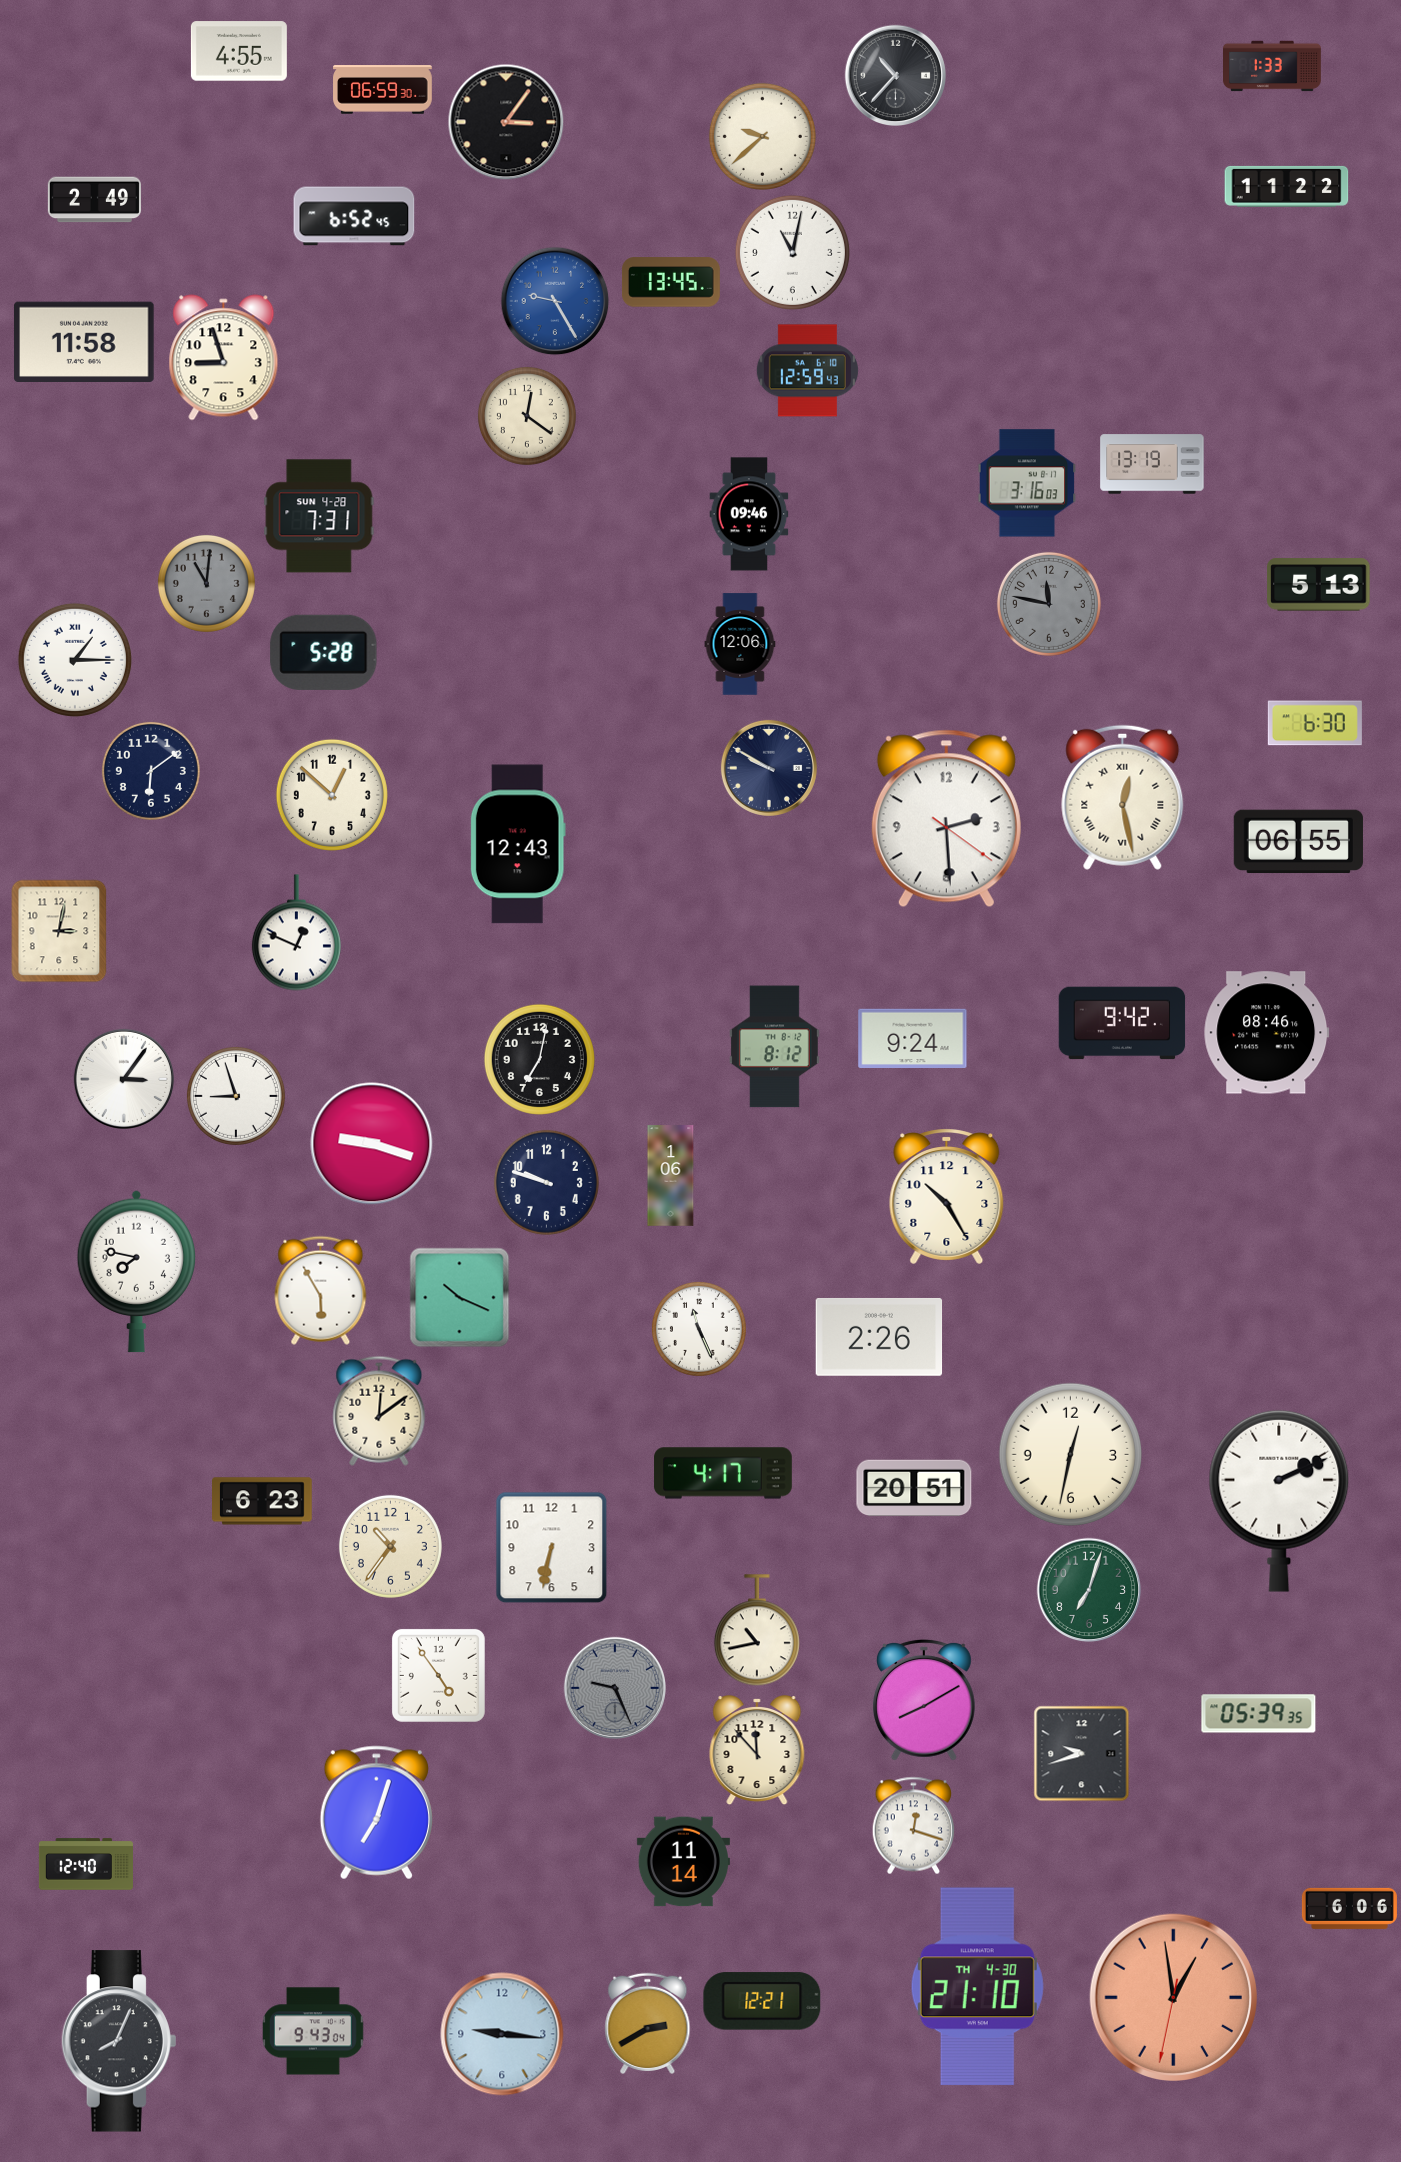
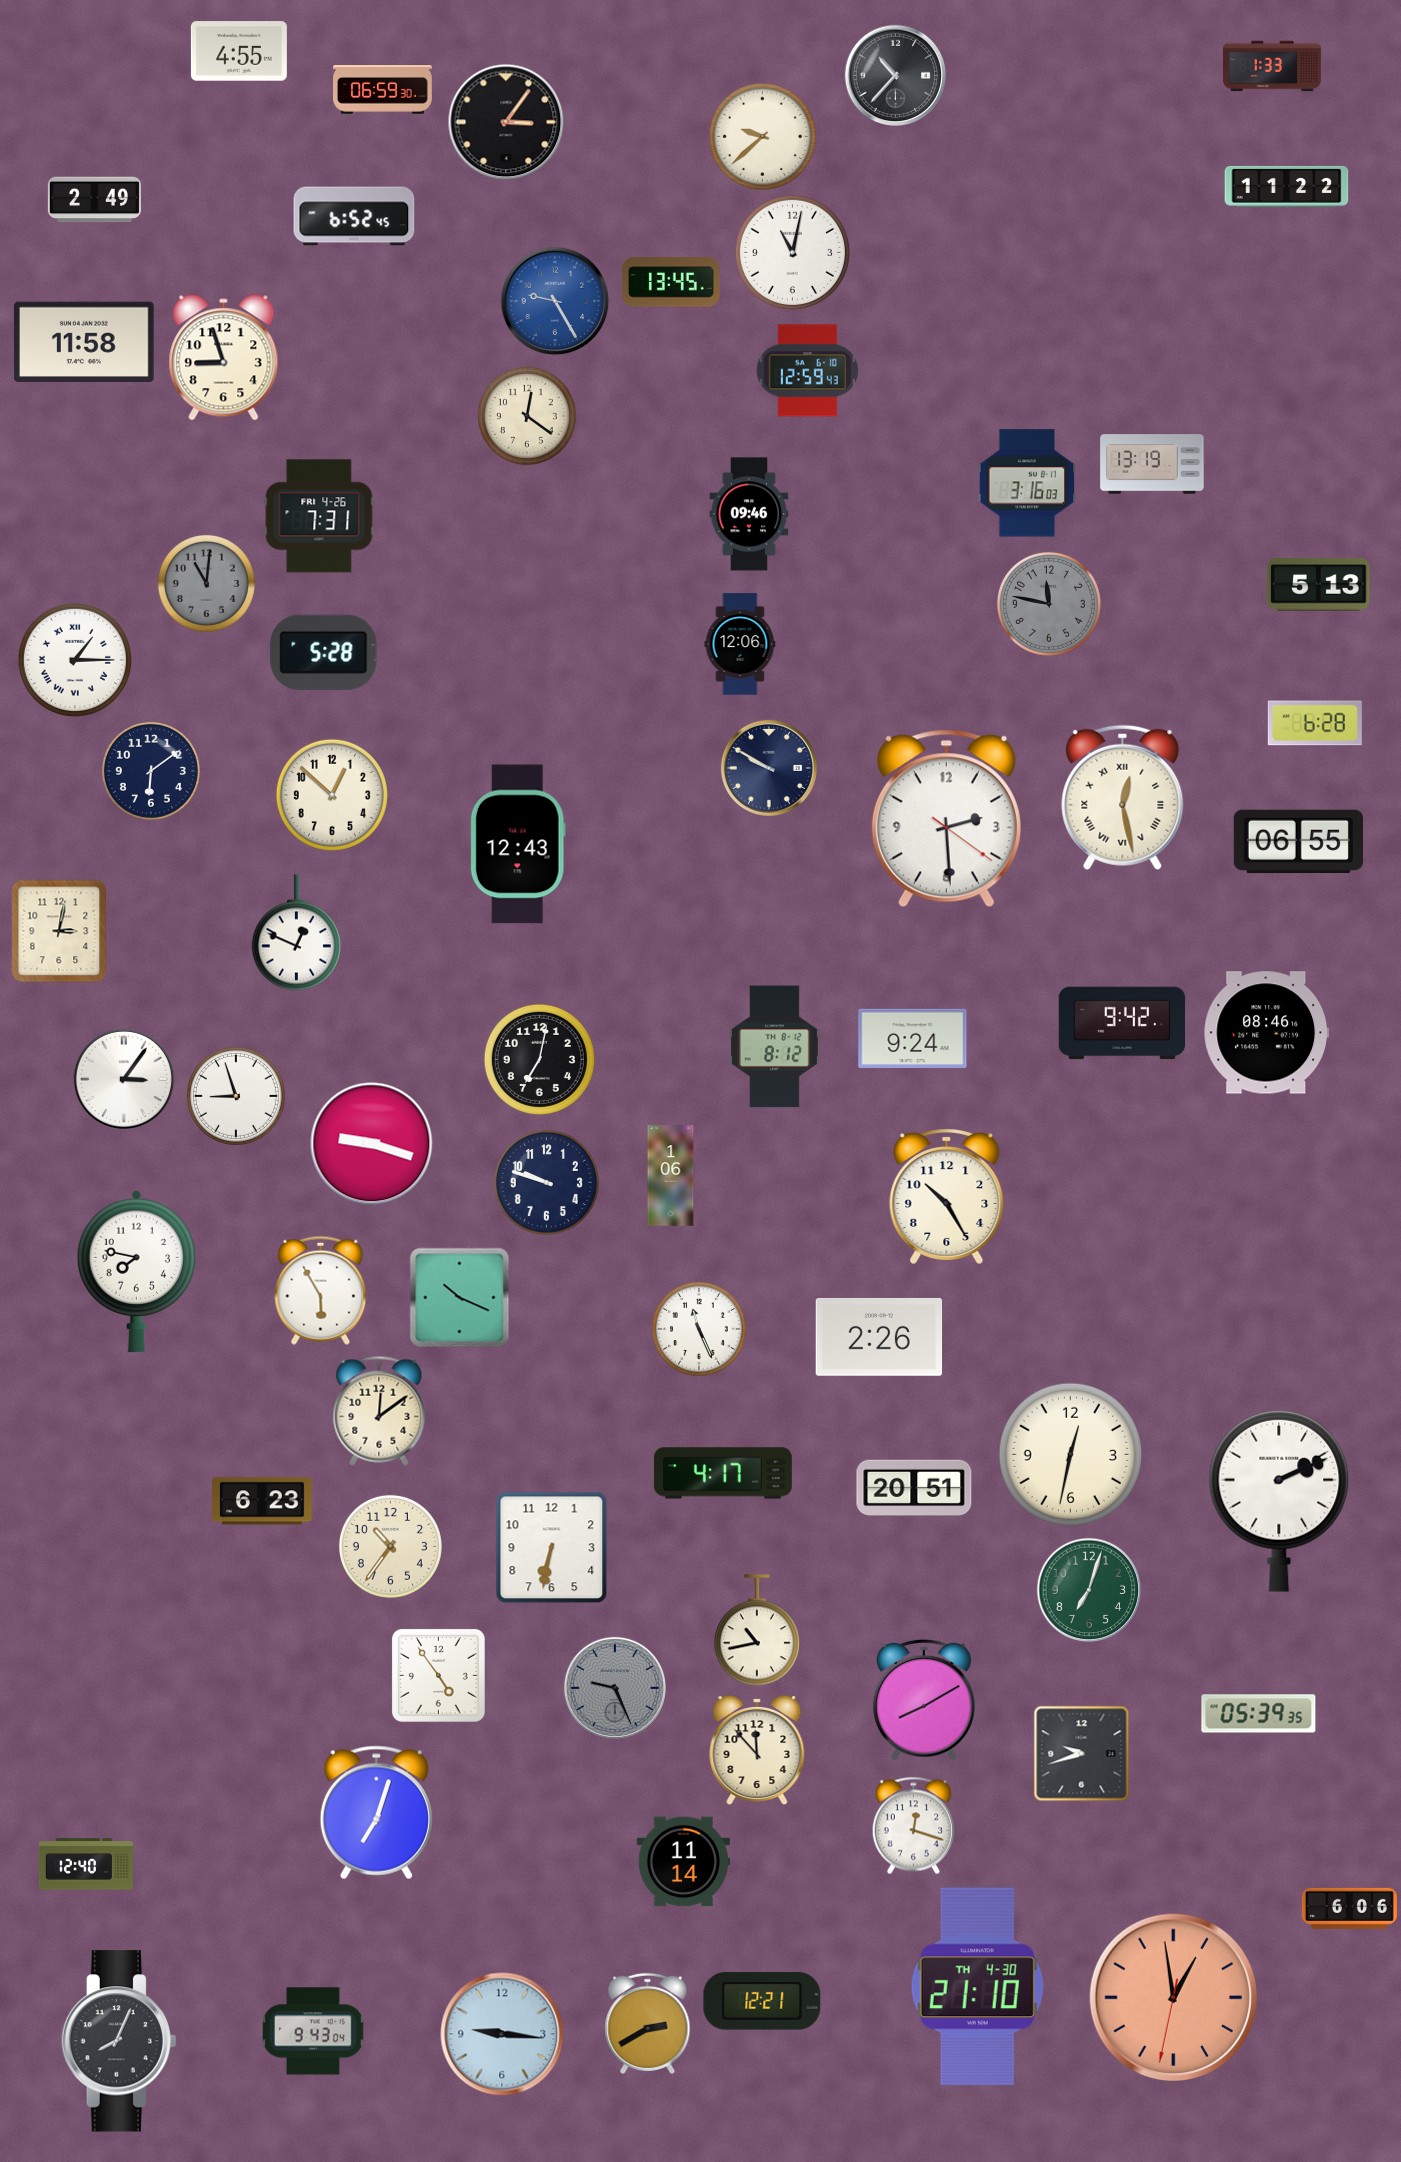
clock at (319, 516) date: SUN 4-28 -> FRI 4-26
clock at (1315, 723): 6:30 -> 6:28
